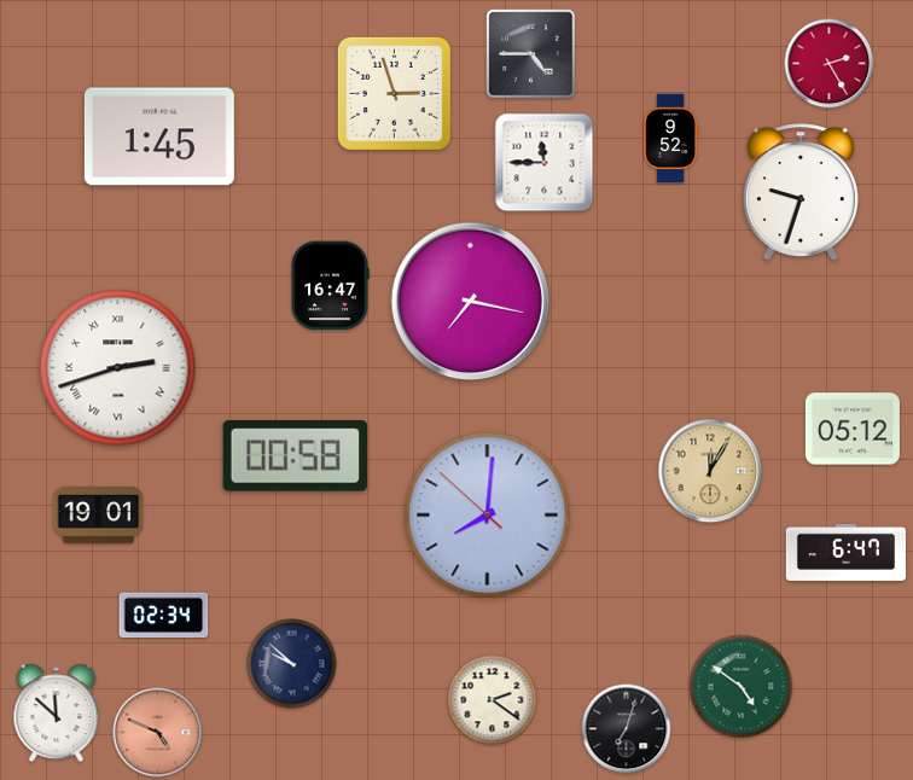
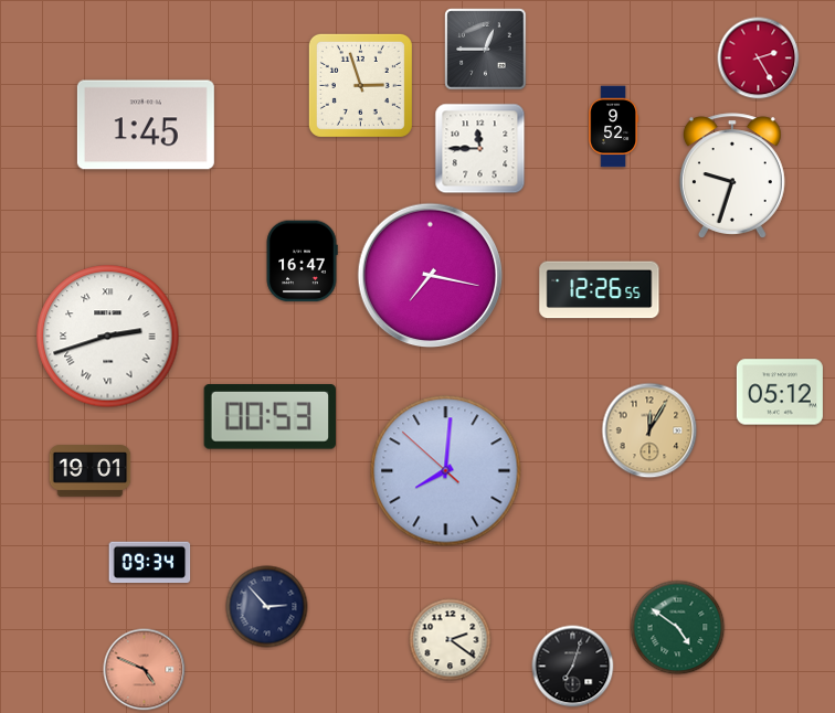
clock at (531, 54): 4:45 -> 12:45
clock at (545, 163) position: (545, 163) -> (480, 149)
clock at (600, 290): none -> 12:26
clock at (295, 456): 00:58 -> 00:53
clock at (845, 552): 6:47 -> none
clock at (164, 616): 02:34 -> 09:34
clock at (292, 664): 9:52 -> 2:53
clock at (57, 714): 11:52 -> none
